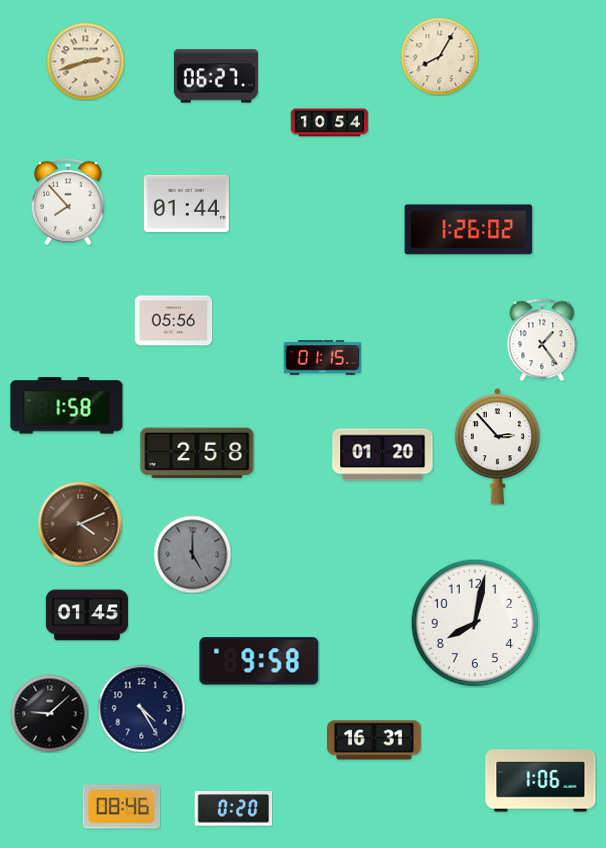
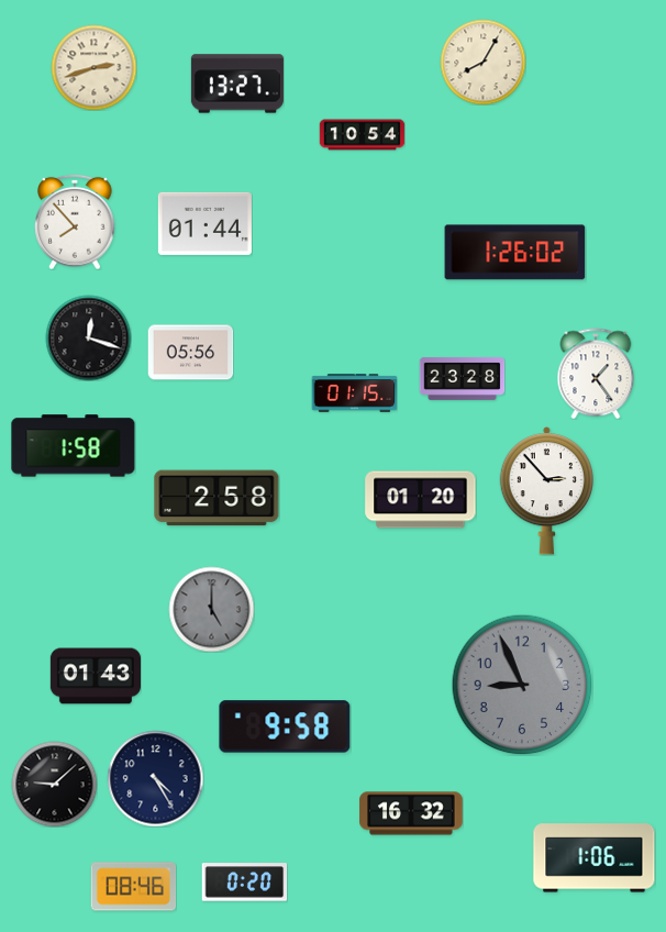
clock at (216, 76): 06:27 -> 13:27
clock at (88, 337): none -> 12:18
clock at (462, 378): none -> 23:28
clock at (80, 524): 4:11 -> none
clock at (86, 615): 01:45 -> 01:43
clock at (475, 623): 8:02 -> 8:56
clock at (475, 623) dial: white -> grey
clock at (374, 740): 16:31 -> 16:32
clock at (233, 809) position: (233, 809) -> (244, 883)
